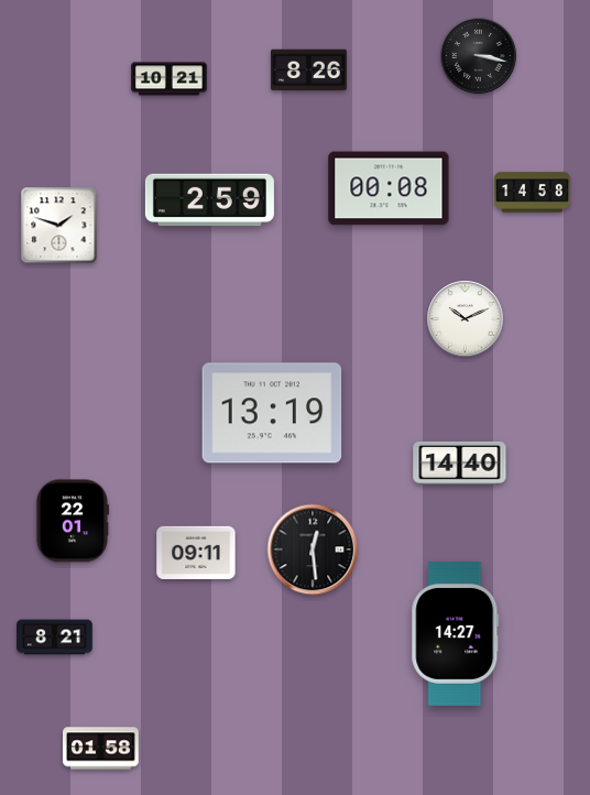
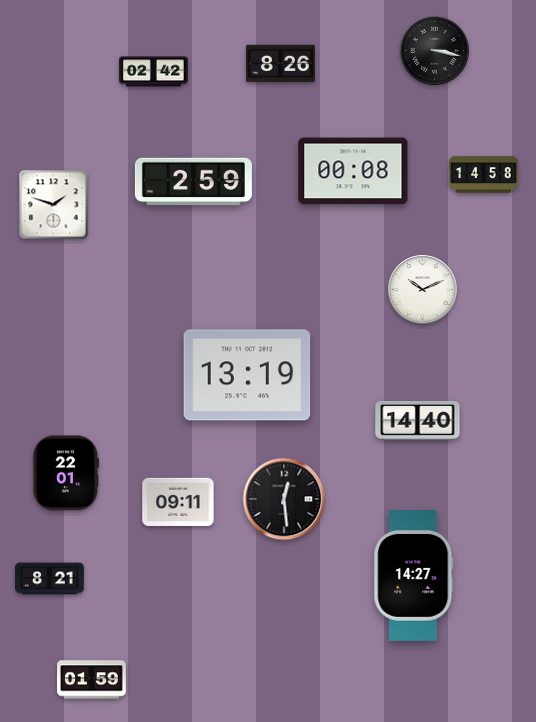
clock at (170, 79): 10:21 -> 02:42
clock at (209, 200) position: (209, 200) -> (193, 182)
clock at (101, 749): 01:58 -> 01:59
